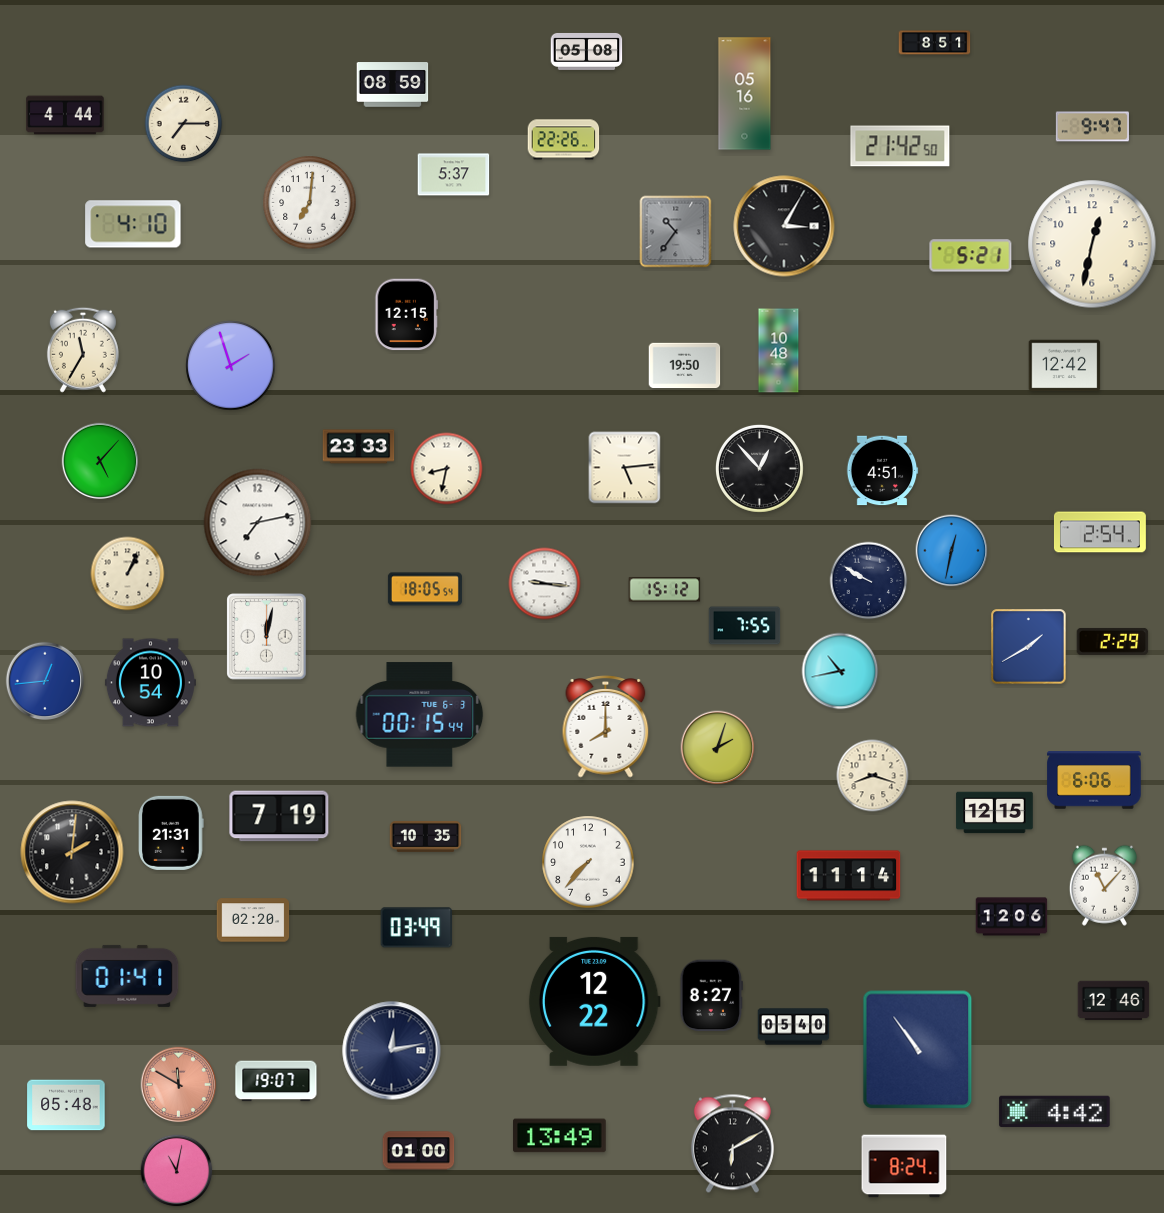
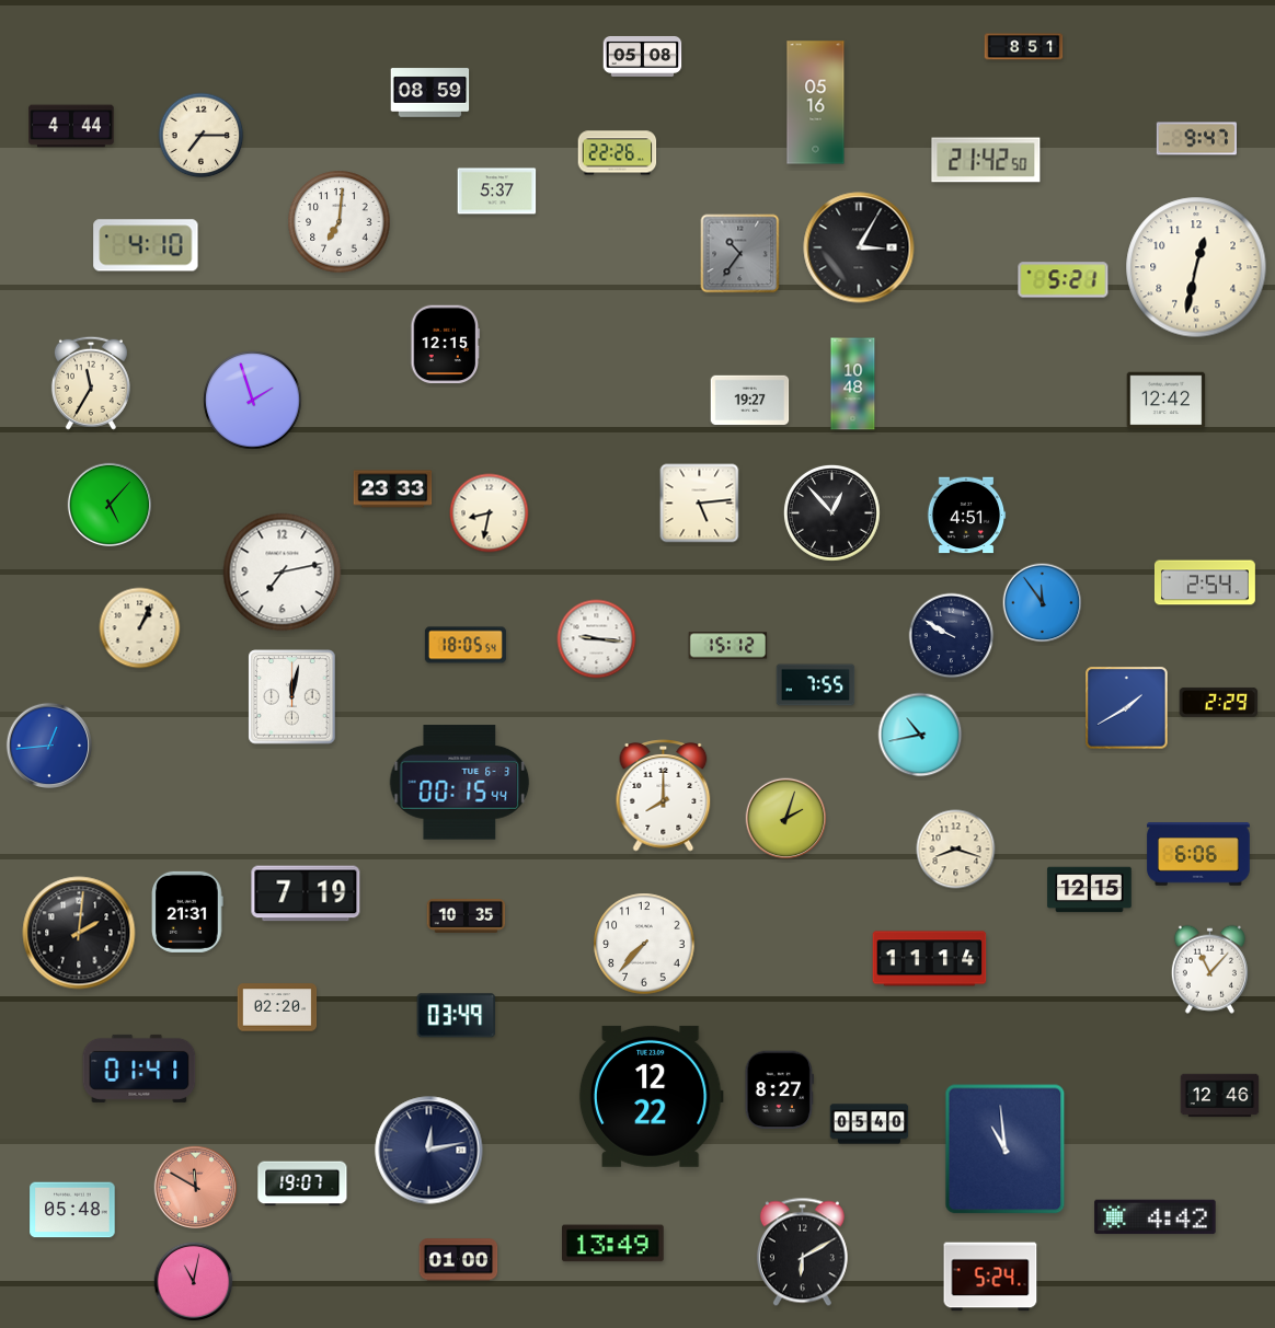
clock at (685, 366): 19:50 -> 19:27
clock at (625, 468) position: (625, 468) -> (700, 504)
clock at (952, 551): 12:32 -> 11:54
clock at (150, 683): 10:54 -> none
clock at (1012, 917): 12:06 -> none
clock at (918, 1050): 10:54 -> 10:59
clock at (904, 1166): 8:24 -> 5:24
